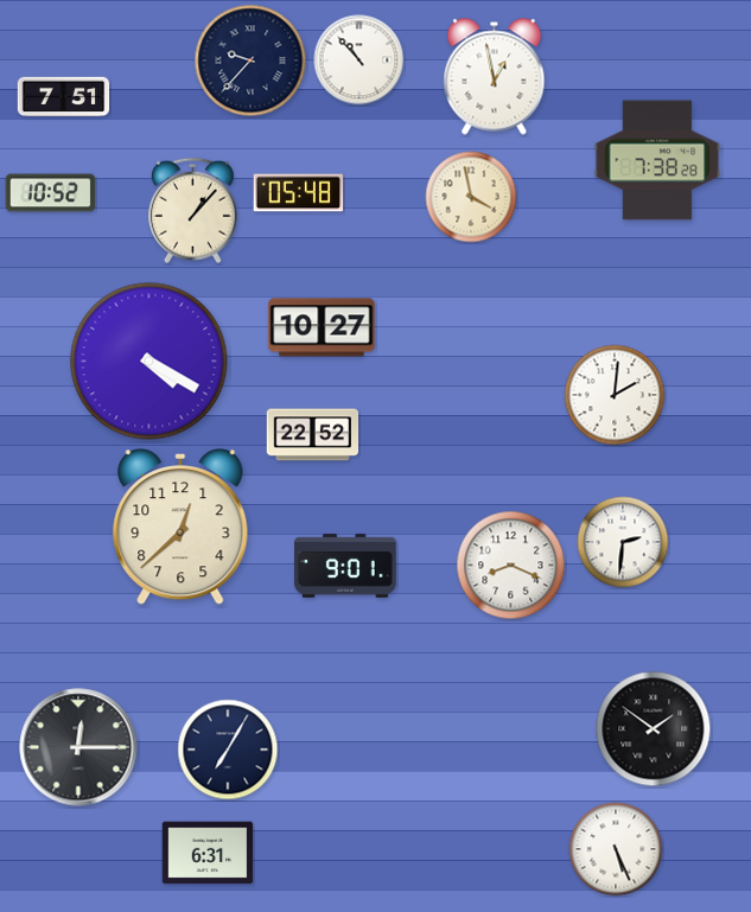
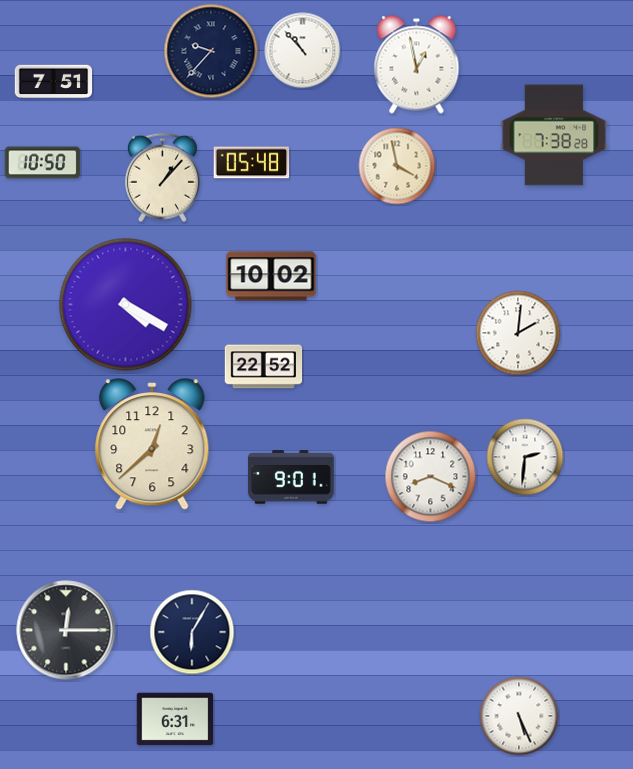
clock at (51, 193): 10:52 -> 10:50
clock at (322, 327): 10:27 -> 10:02
clock at (654, 729): 1:51 -> none
clock at (228, 750): 7:05 -> 6:05
